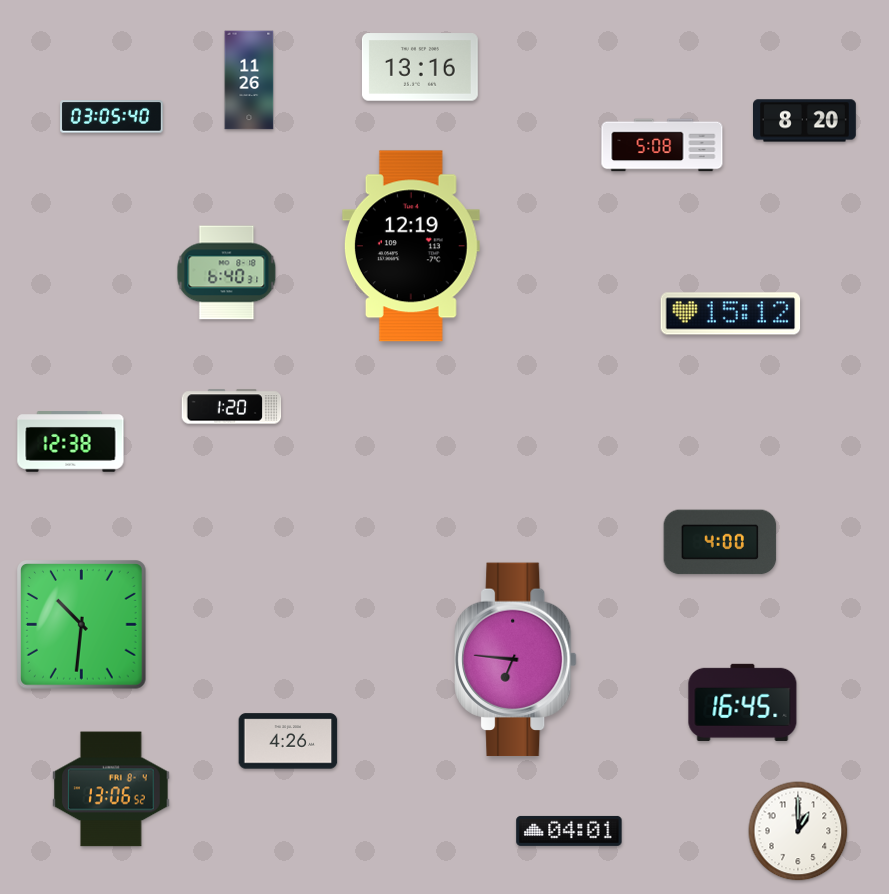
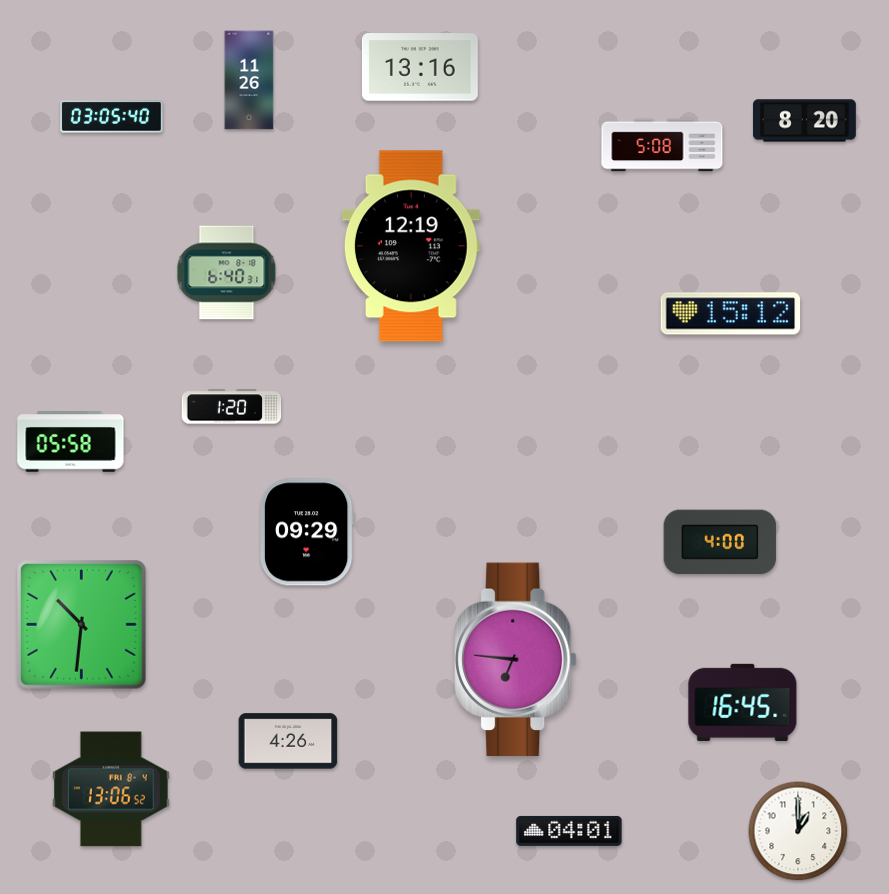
clock at (71, 442): 12:38 -> 05:58
clock at (307, 532): none -> 09:29
